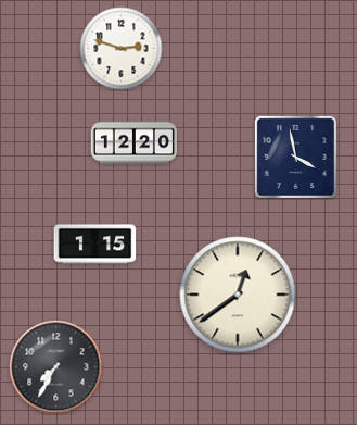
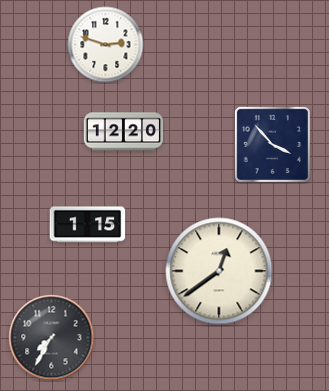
clock at (122, 49) position: (122, 49) -> (106, 45)
clock at (295, 157): 3:58 -> 3:53
